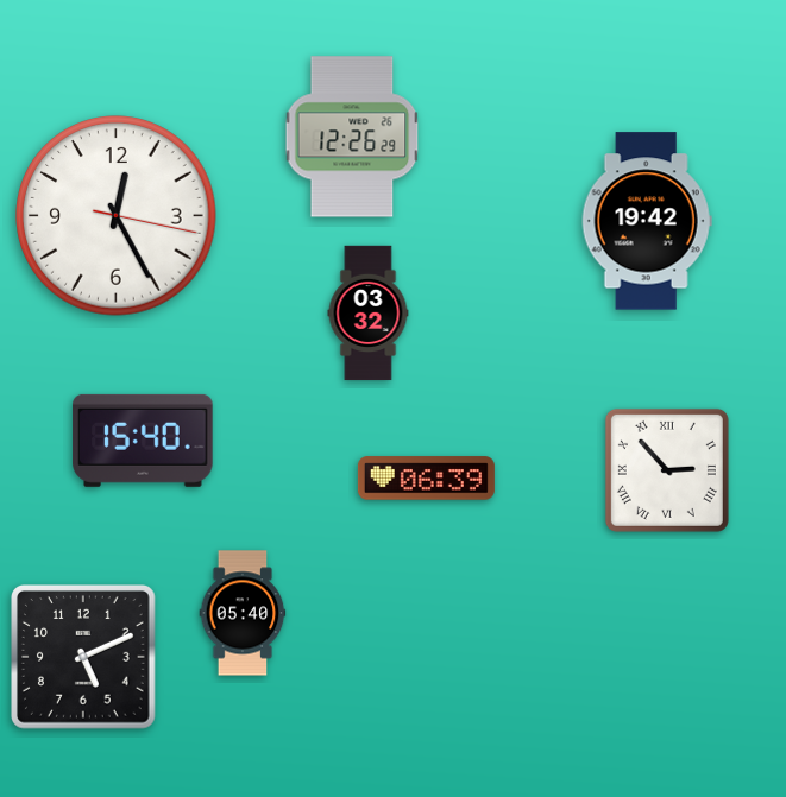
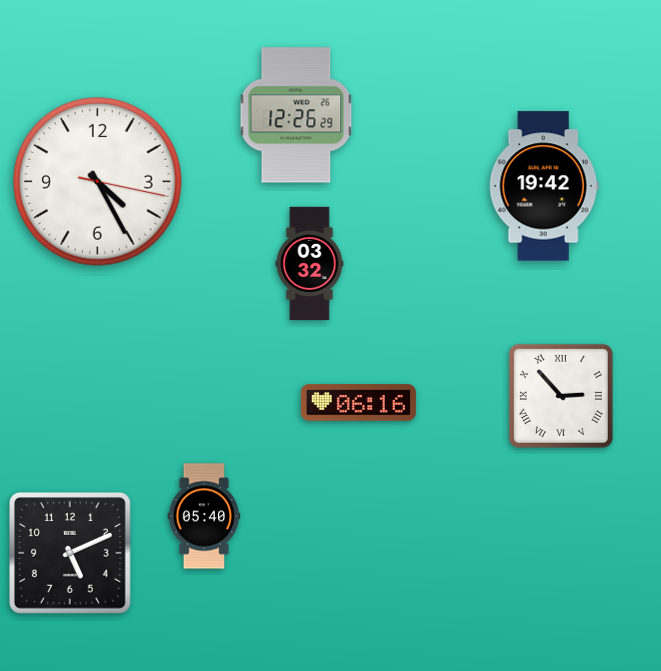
clock at (117, 216): 12:25 -> 4:25
clock at (143, 441): 15:40 -> none
clock at (426, 479): 06:39 -> 06:16
